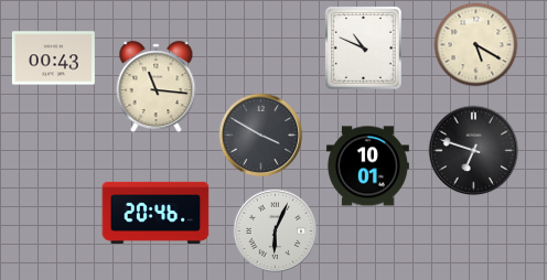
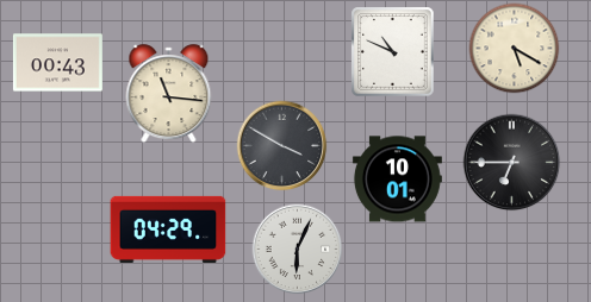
clock at (474, 151): 6:48 -> 6:45
clock at (155, 213): 20:46 -> 04:29
